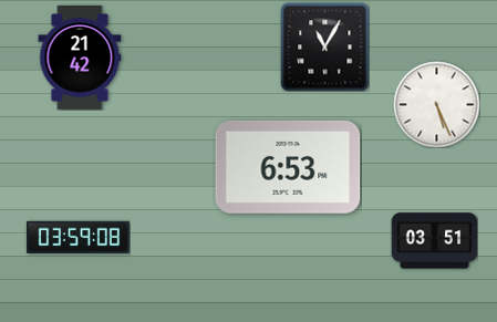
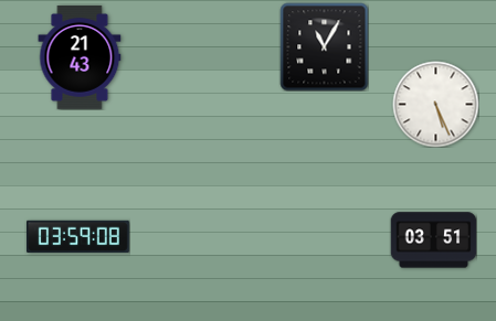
clock at (80, 58): 21:42 -> 21:43
clock at (288, 167): 6:53 -> none
